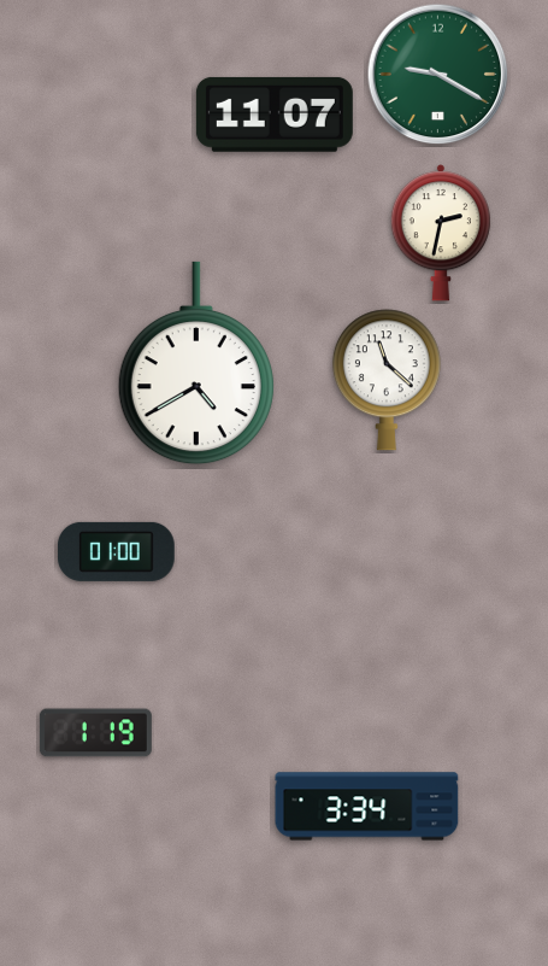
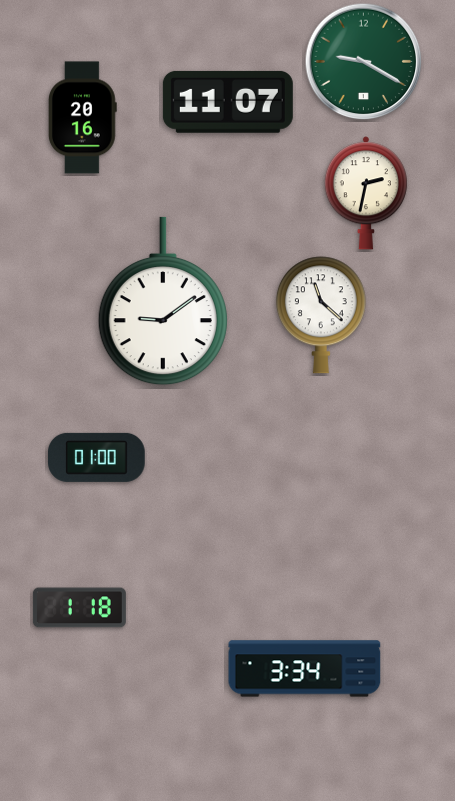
clock at (275, 115) position: (275, 115) -> (228, 102)
clock at (82, 118): none -> 20:16
clock at (196, 363): 4:40 -> 9:09
clock at (95, 733): 1:19 -> 1:18
